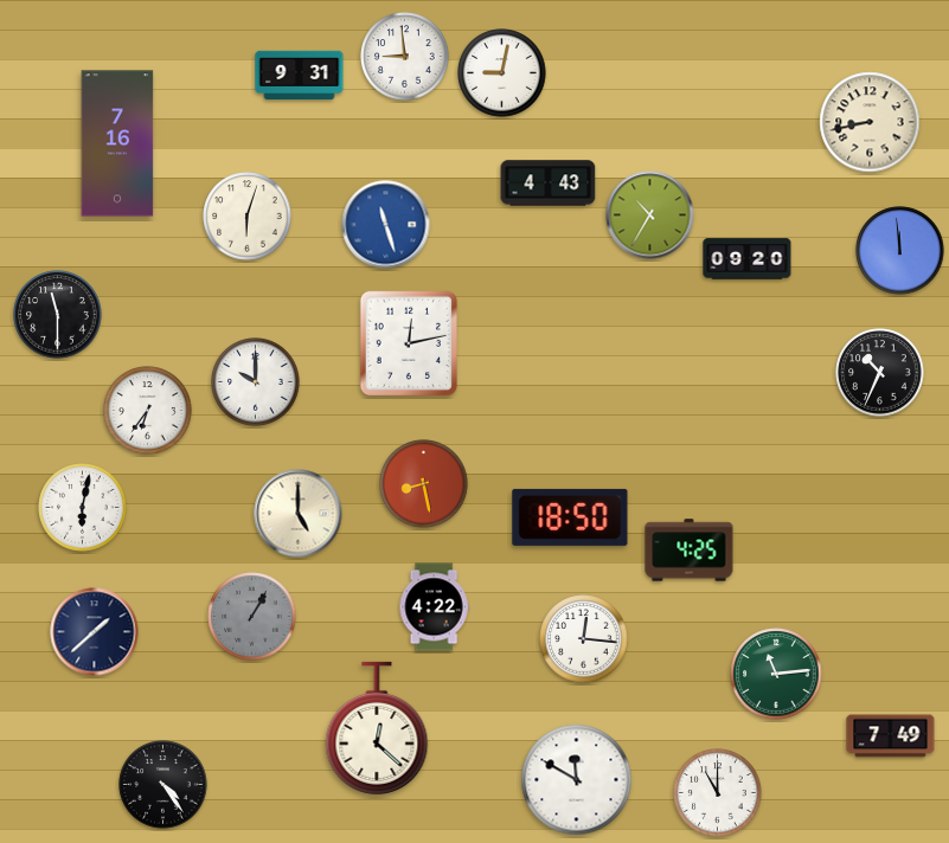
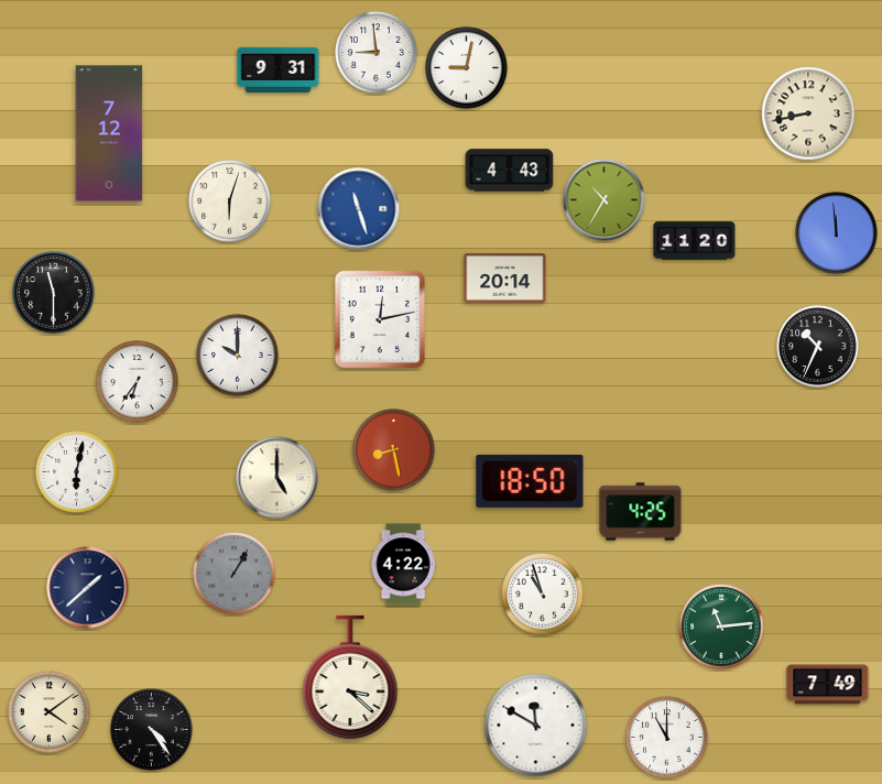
clock at (117, 143): 7:16 -> 7:12
clock at (748, 259): 09:20 -> 11:20
clock at (505, 279): none -> 20:14
clock at (584, 639): 12:16 -> 10:57
clock at (377, 728): 12:22 -> 3:22
clock at (50, 712): none -> 4:09
